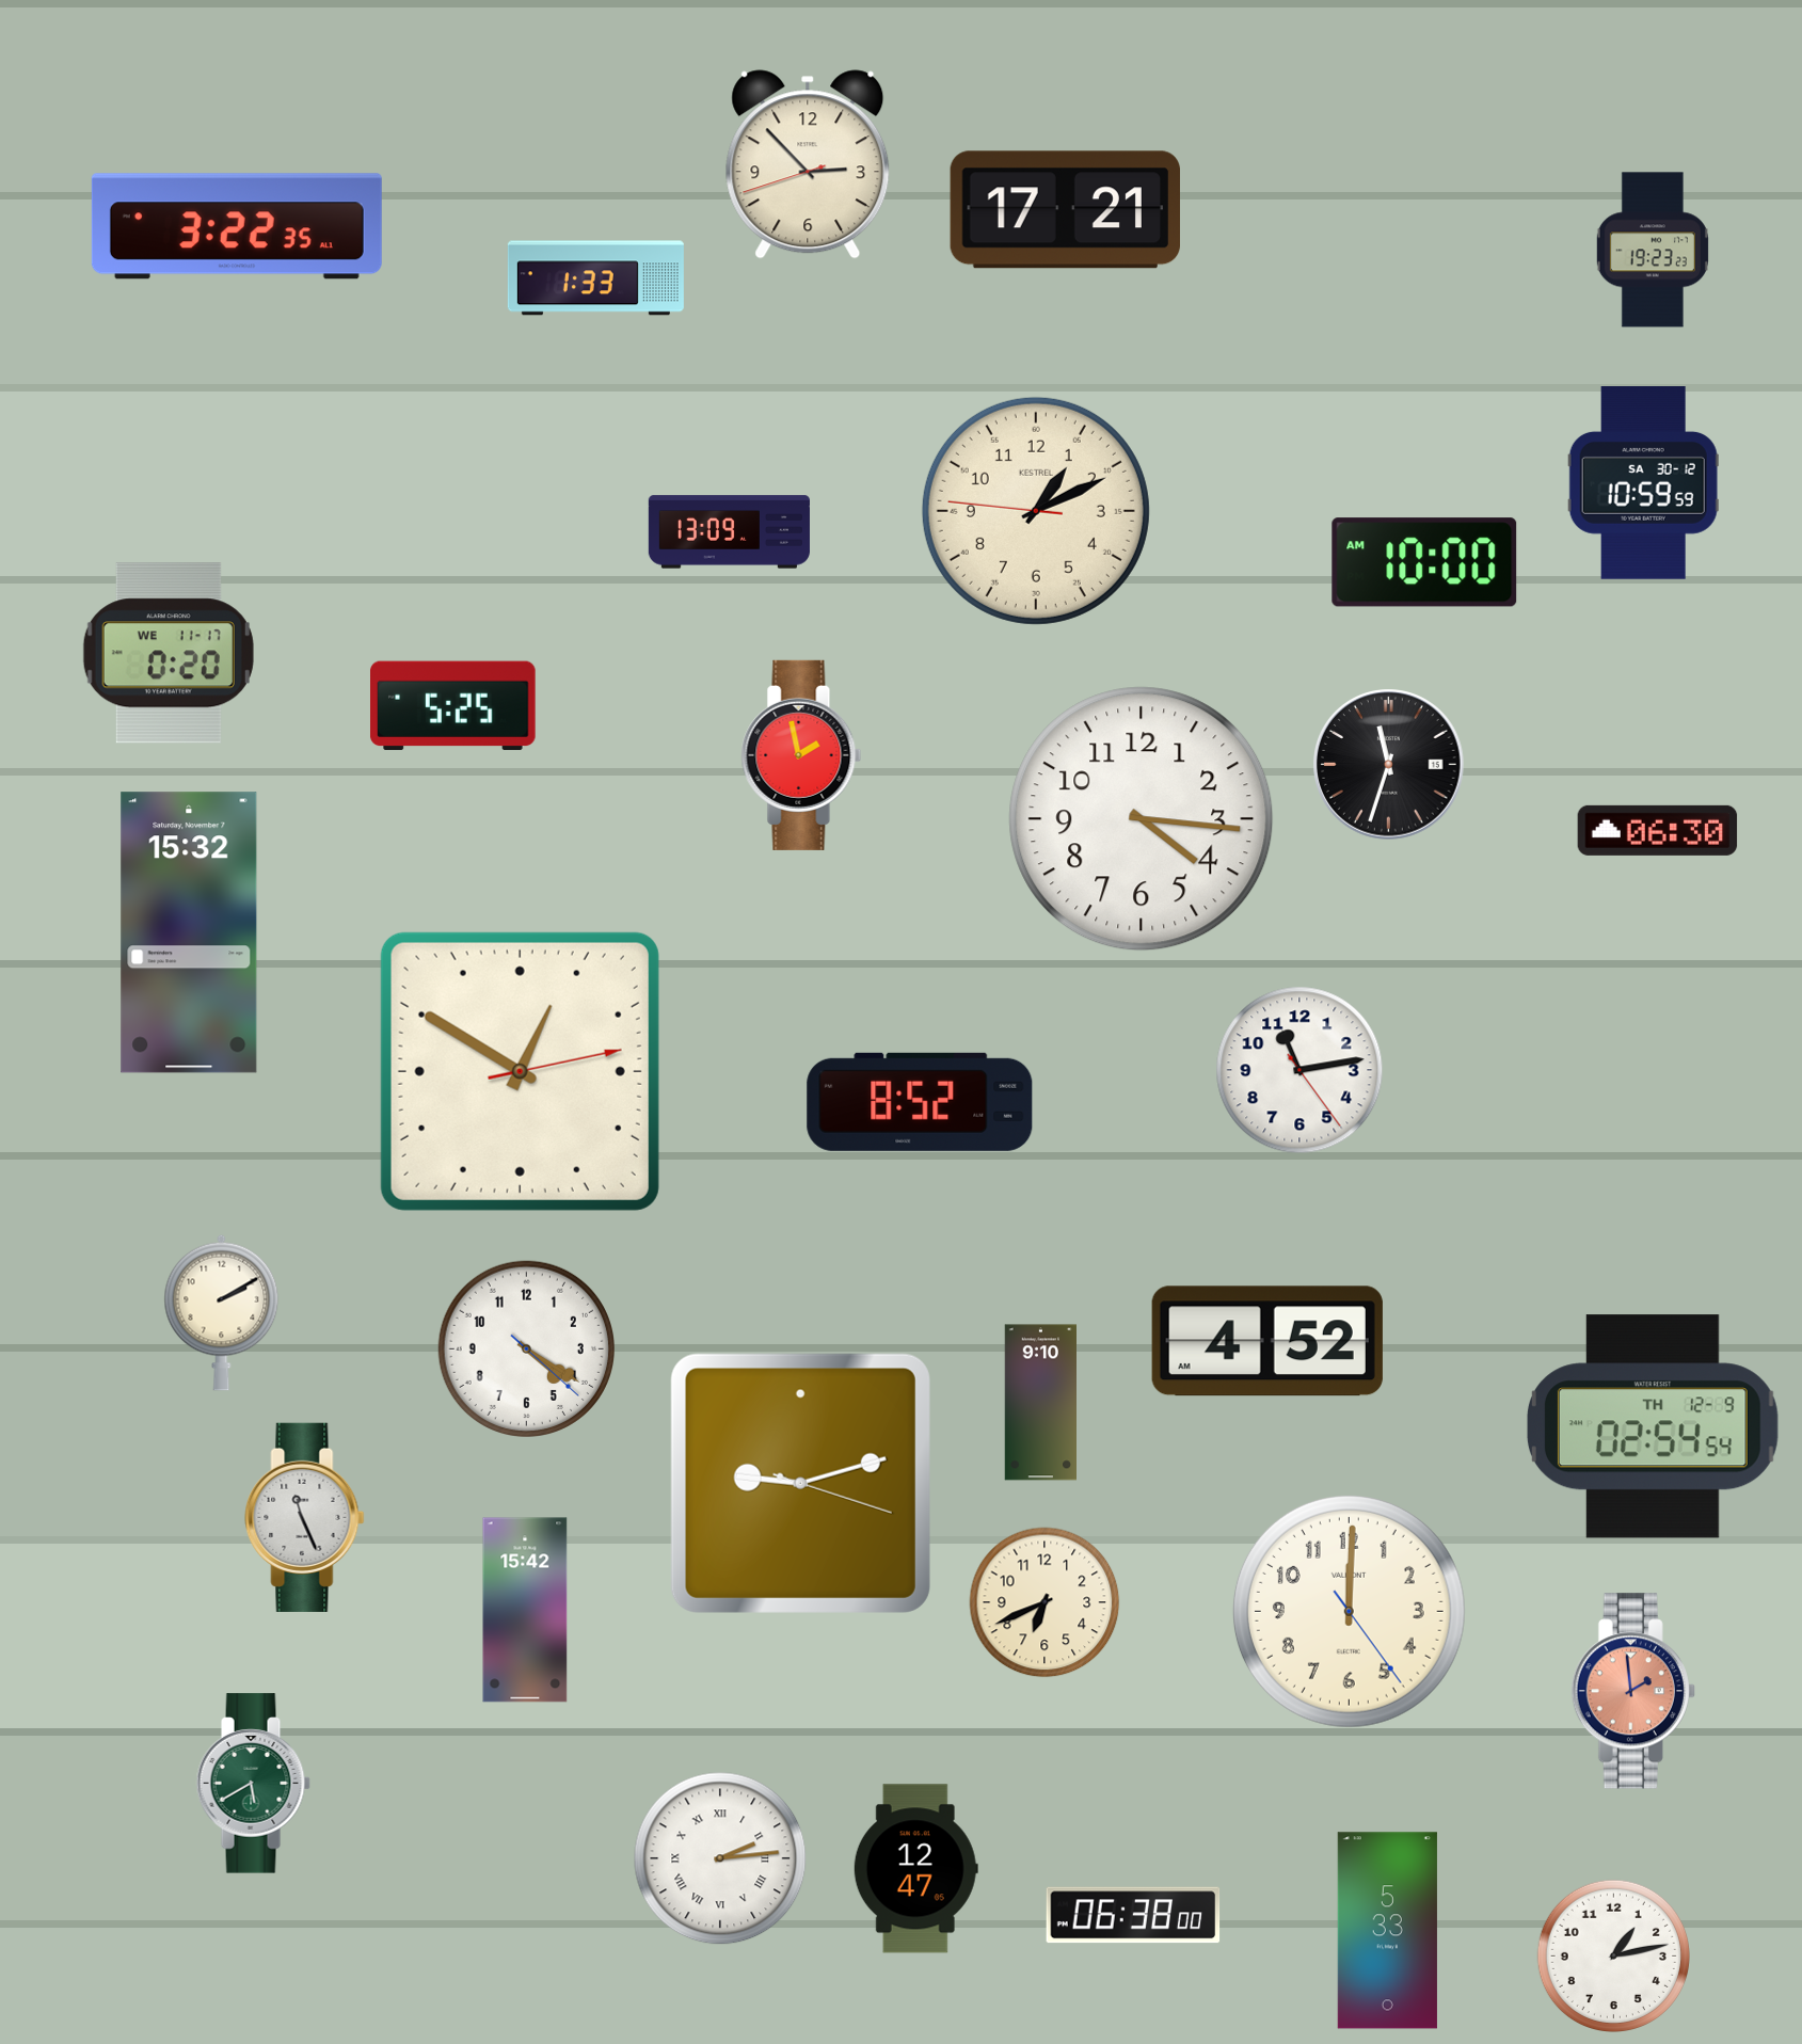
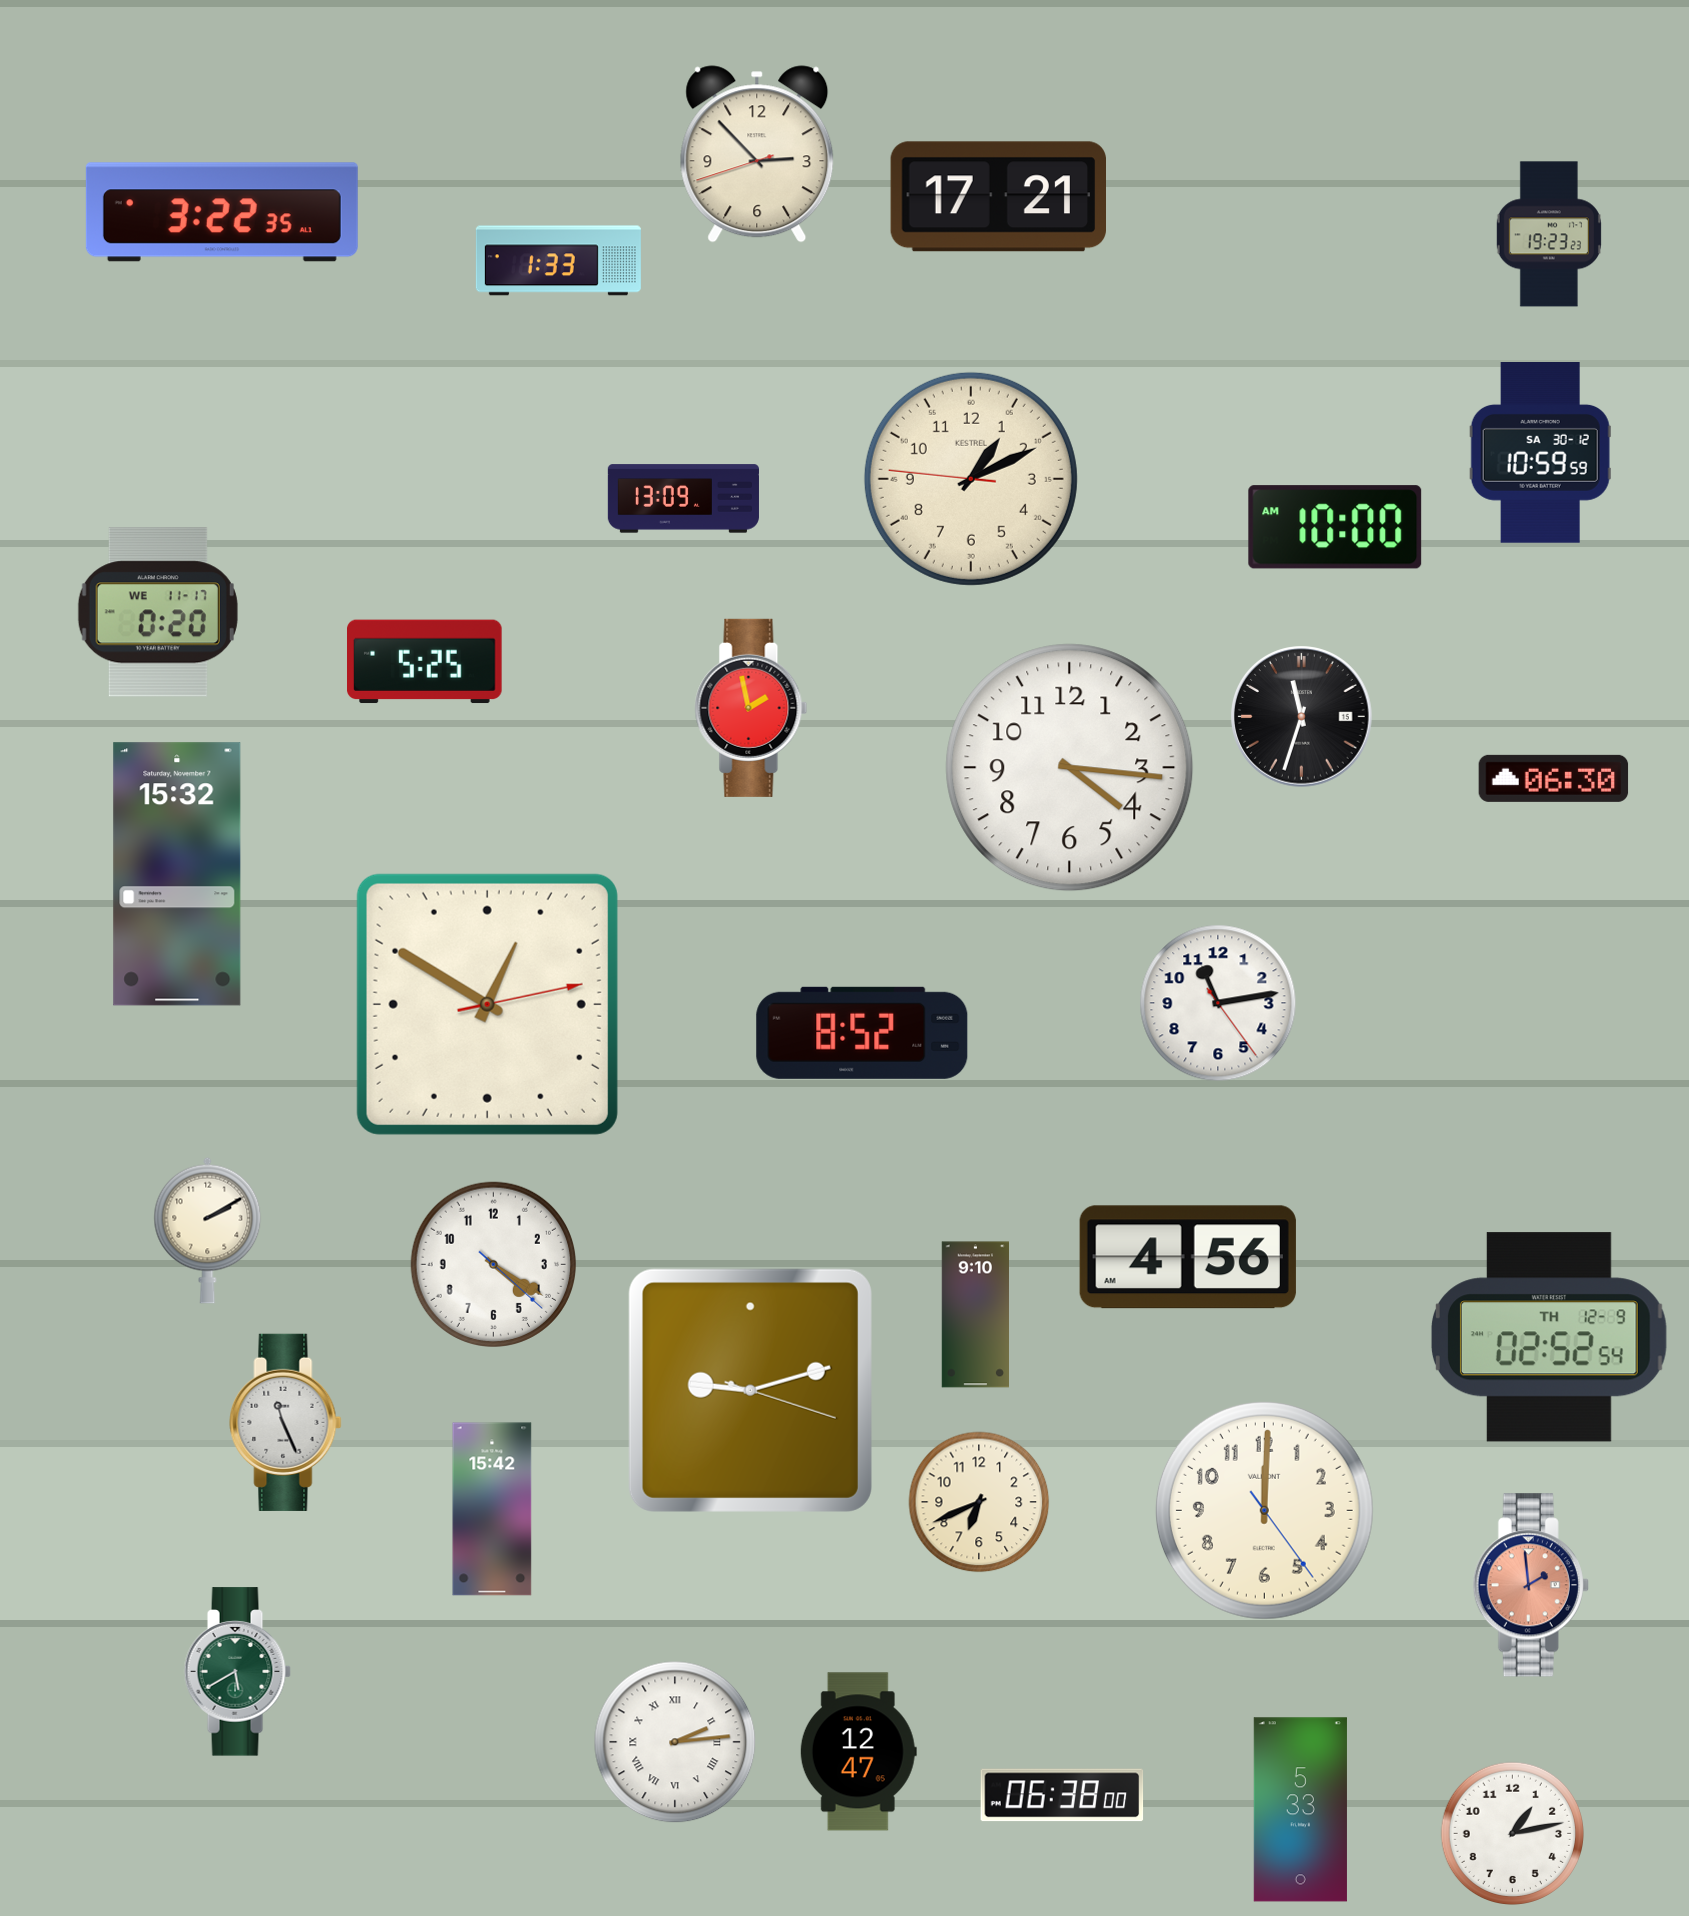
clock at (1267, 1341): 4:52 -> 4:56
clock at (1653, 1426): 02:54 -> 02:52
